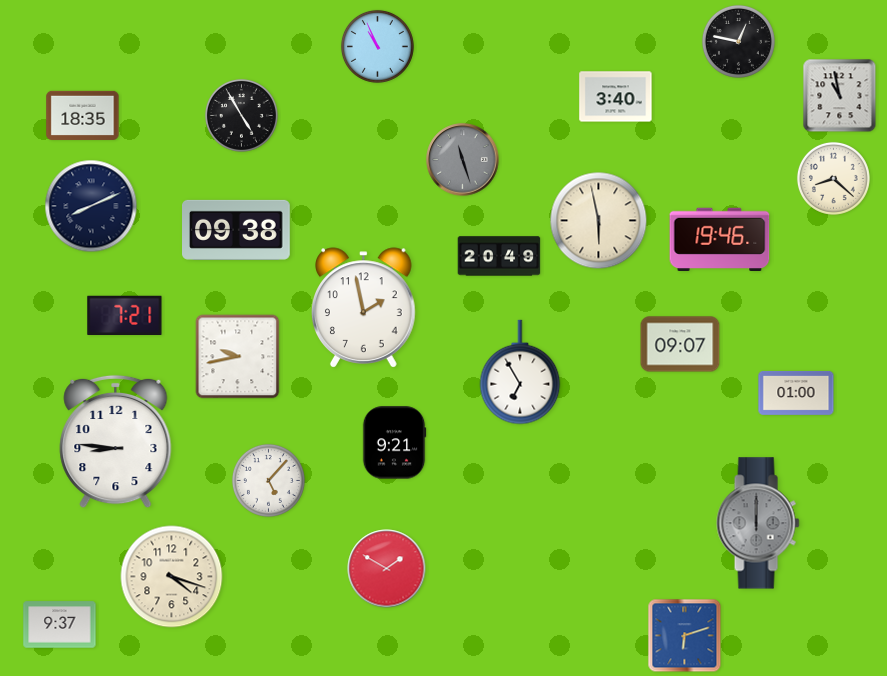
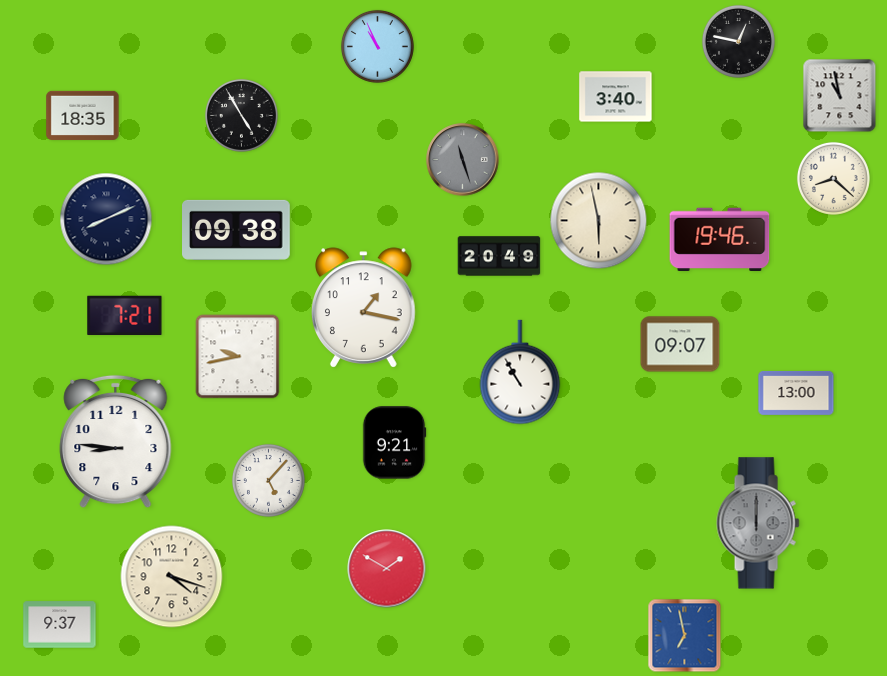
clock at (91, 206) position: (91, 206) -> (106, 219)
clock at (364, 308): 1:58 -> 1:17
clock at (520, 372): 6:55 -> 10:55
clock at (796, 393): 01:00 -> 13:00
clock at (685, 636): 6:12 -> 6:58
